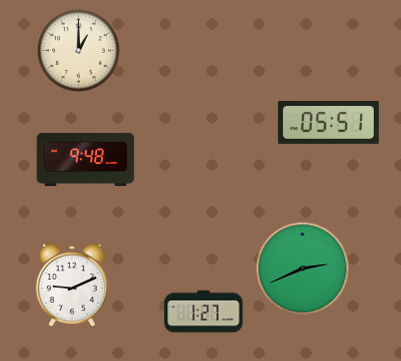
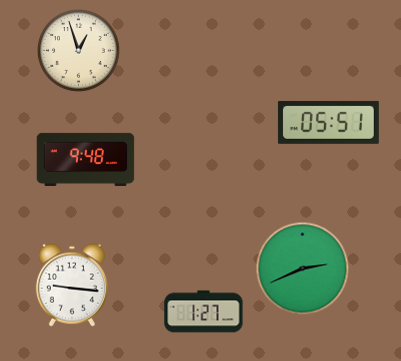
clock at (79, 51): 1:00 -> 12:57
clock at (72, 285): 9:11 -> 9:16
